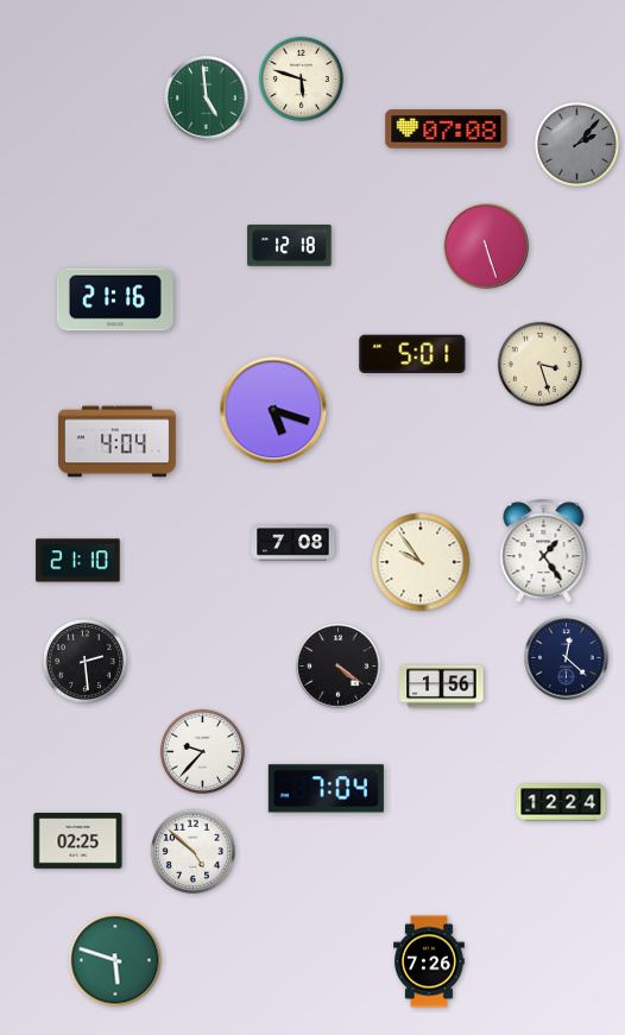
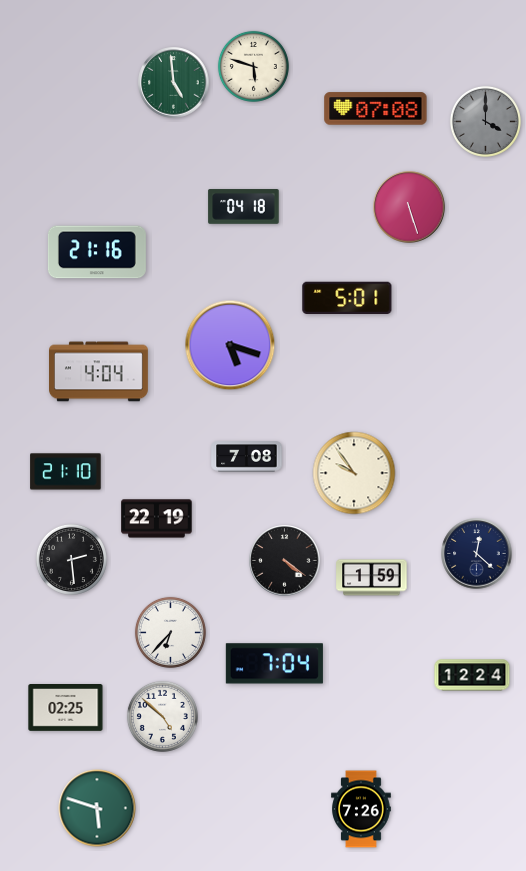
clock at (576, 144): 2:07 -> 4:00
clock at (290, 246): 12:18 -> 04:18
clock at (539, 364): 3:27 -> none
clock at (544, 551): 1:24 -> none
clock at (157, 519): none -> 22:19
clock at (84, 661) position: (84, 661) -> (71, 559)
clock at (442, 687): 1:56 -> 1:59
clock at (202, 751): 9:37 -> 6:37
